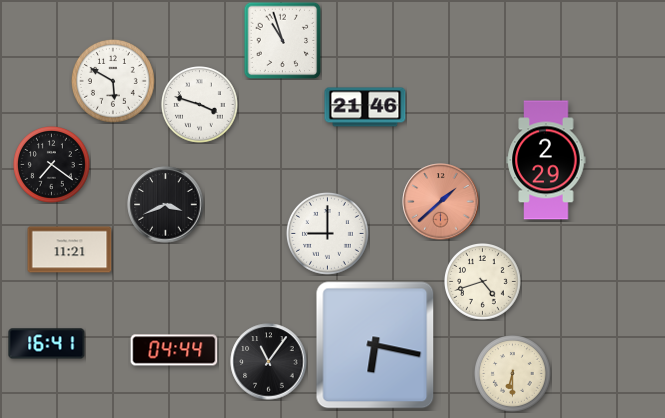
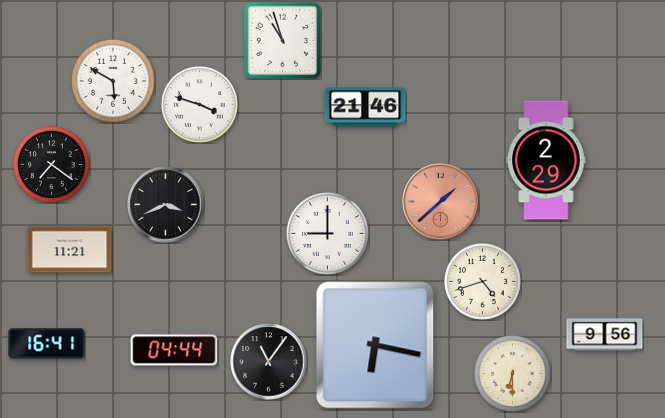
clock at (605, 335): none -> 9:56
